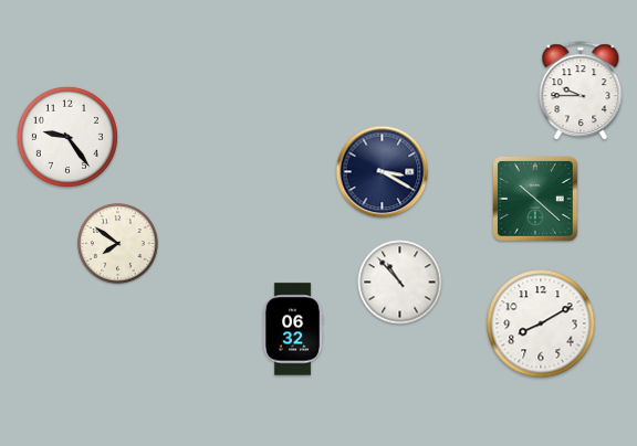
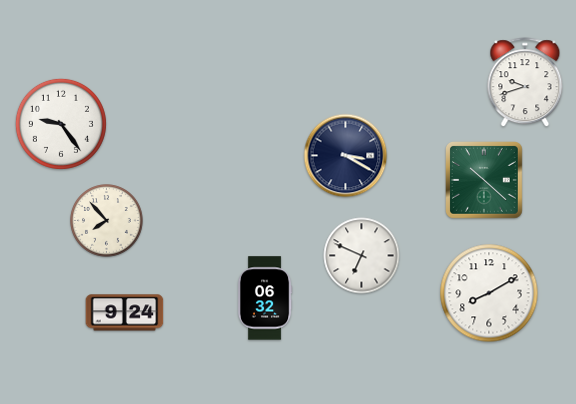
clock at (581, 92): 9:45 -> 9:42
clock at (118, 244): 7:51 -> 7:53
clock at (400, 283): 10:53 -> 6:49
clock at (125, 313): none -> 9:24
